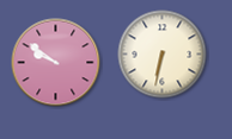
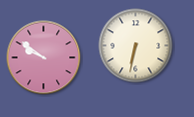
clock at (56, 63) position: (56, 63) -> (44, 58)
